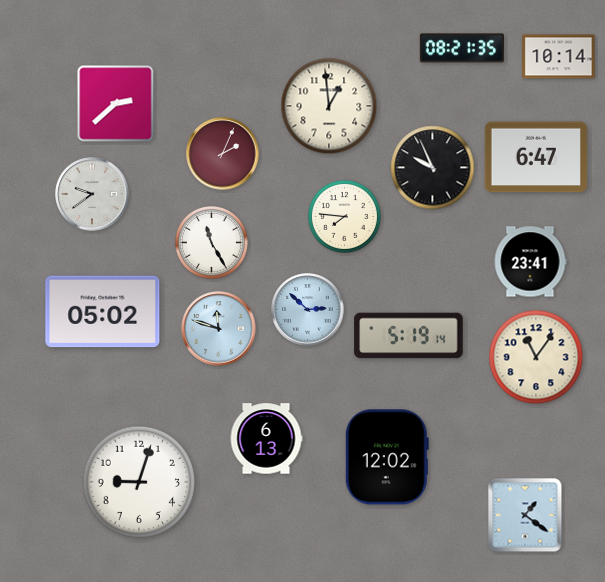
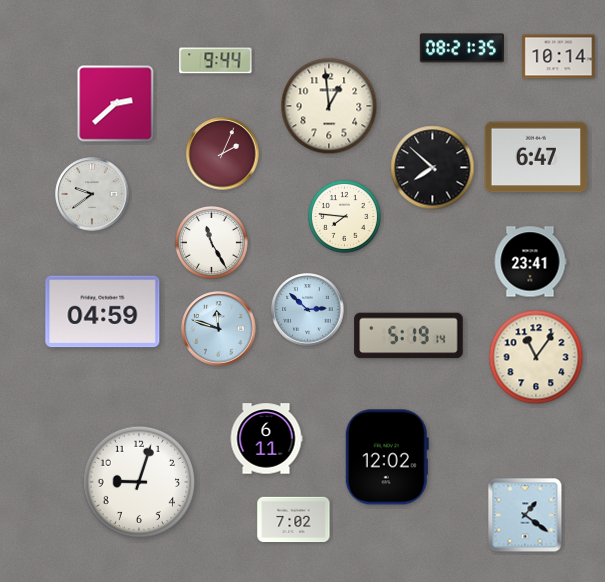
clock at (216, 61): none -> 9:44
clock at (433, 168): 9:56 -> 7:52
clock at (103, 312): 05:02 -> 04:59
clock at (266, 439): 6:13 -> 6:11
clock at (294, 520): none -> 7:02
